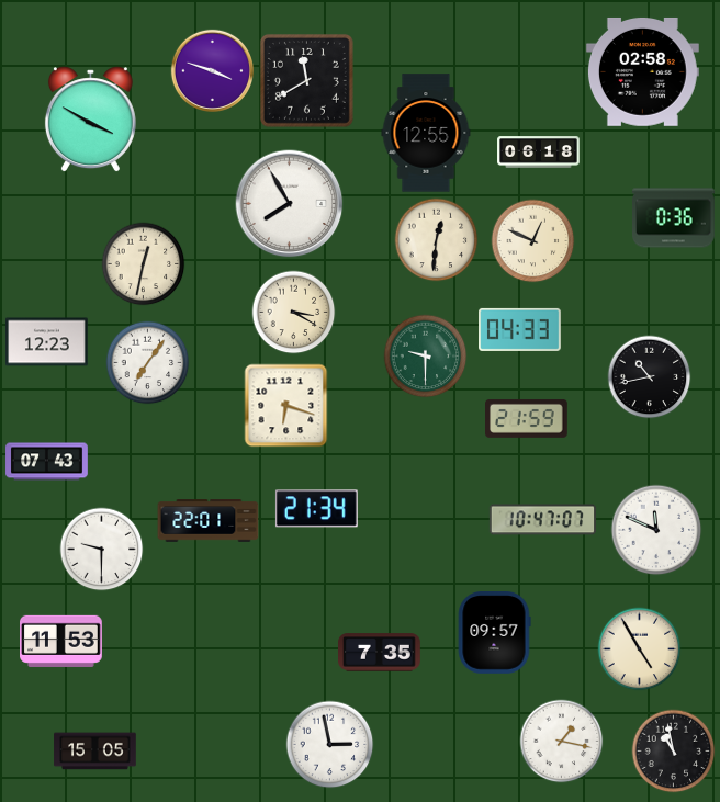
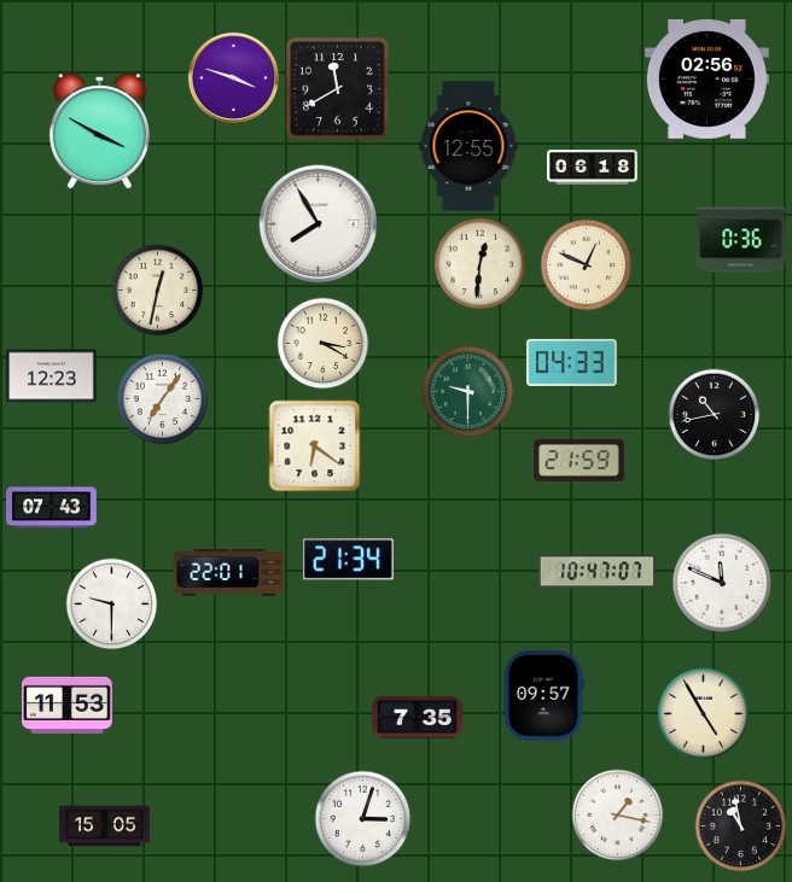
clock at (642, 71): 02:58 -> 02:56
clock at (286, 406): 6:18 -> 6:21
clock at (330, 745): 2:58 -> 3:03
